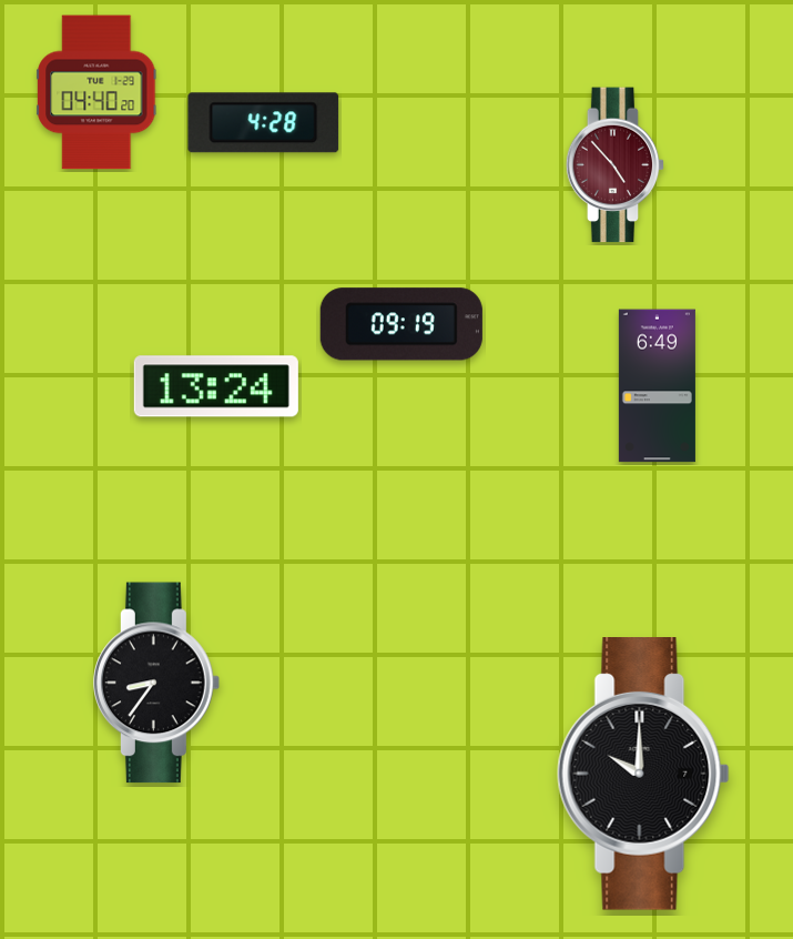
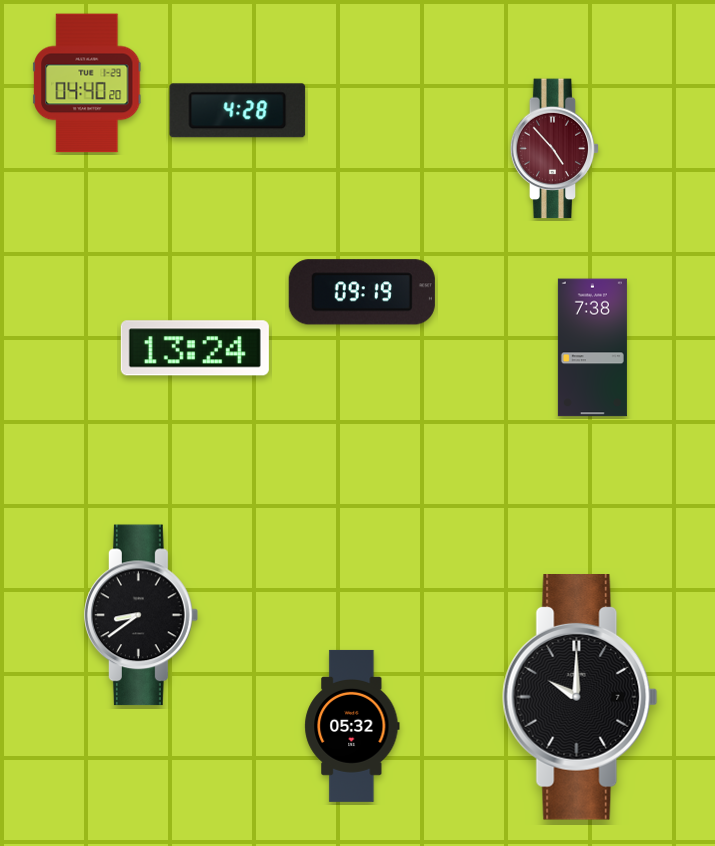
clock at (657, 386): 6:49 -> 7:38
clock at (157, 683): 8:36 -> 8:39
clock at (352, 726): none -> 05:32
